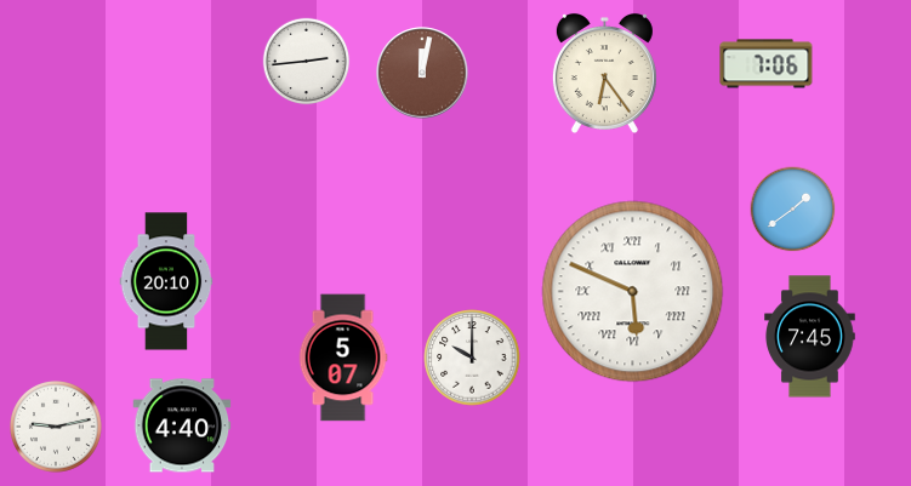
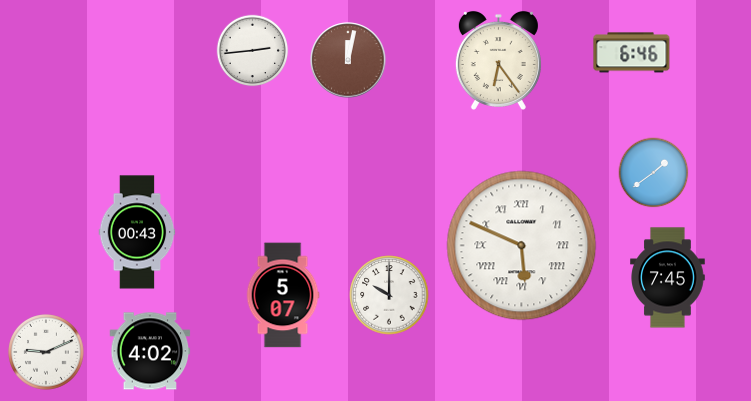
clock at (767, 64): 7:06 -> 6:46
clock at (166, 281): 20:10 -> 00:43
clock at (633, 292) position: (633, 292) -> (522, 246)
clock at (182, 425): 4:40 -> 4:02
clock at (57, 428): 9:13 -> 9:11
